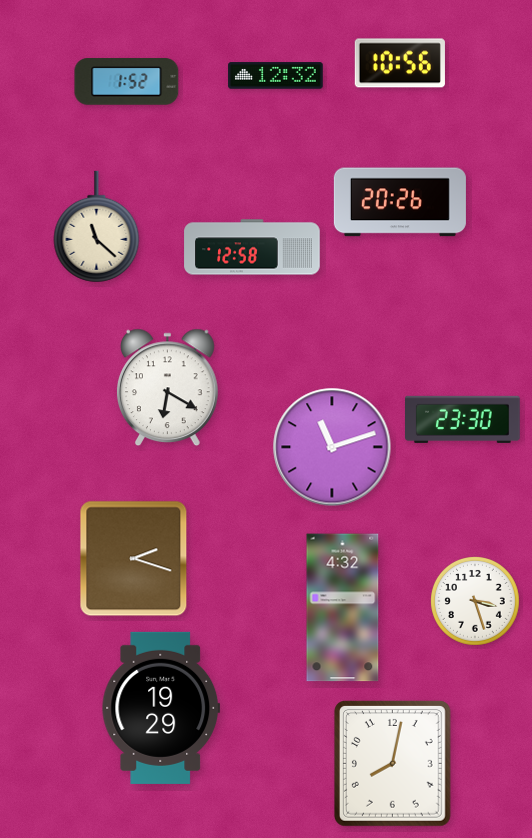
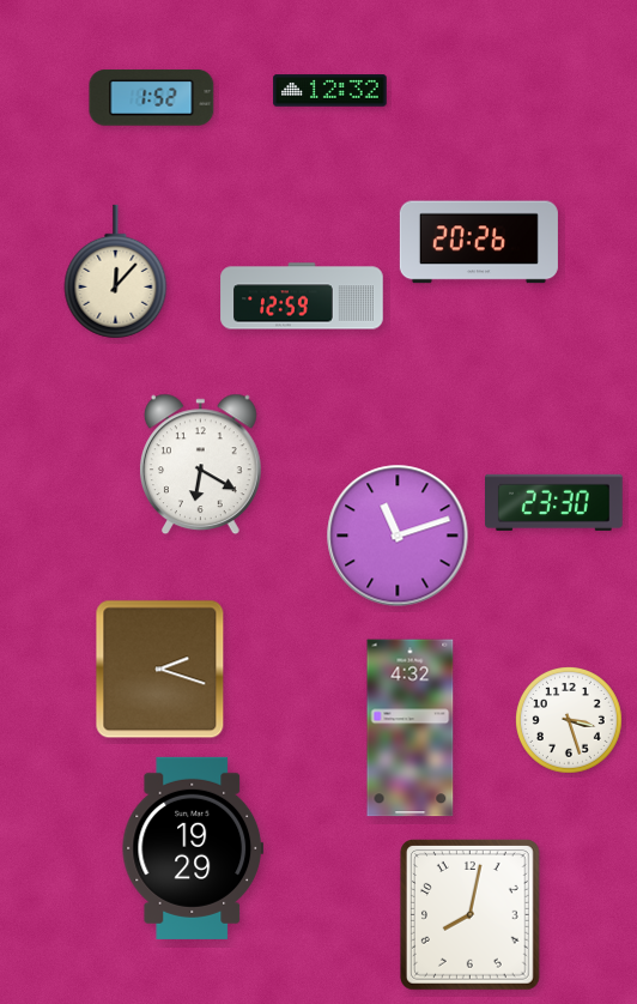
clock at (400, 63): 10:56 -> none
clock at (97, 227): 11:22 -> 12:07
clock at (252, 247): 12:58 -> 12:59
